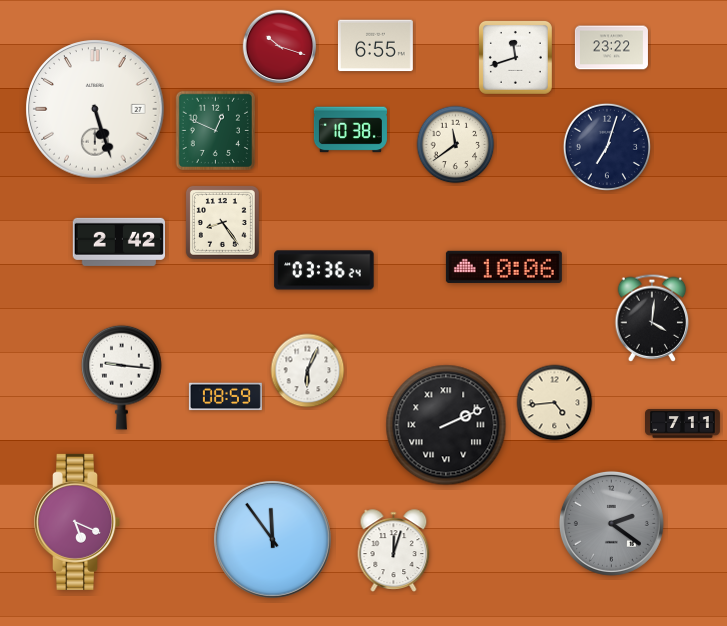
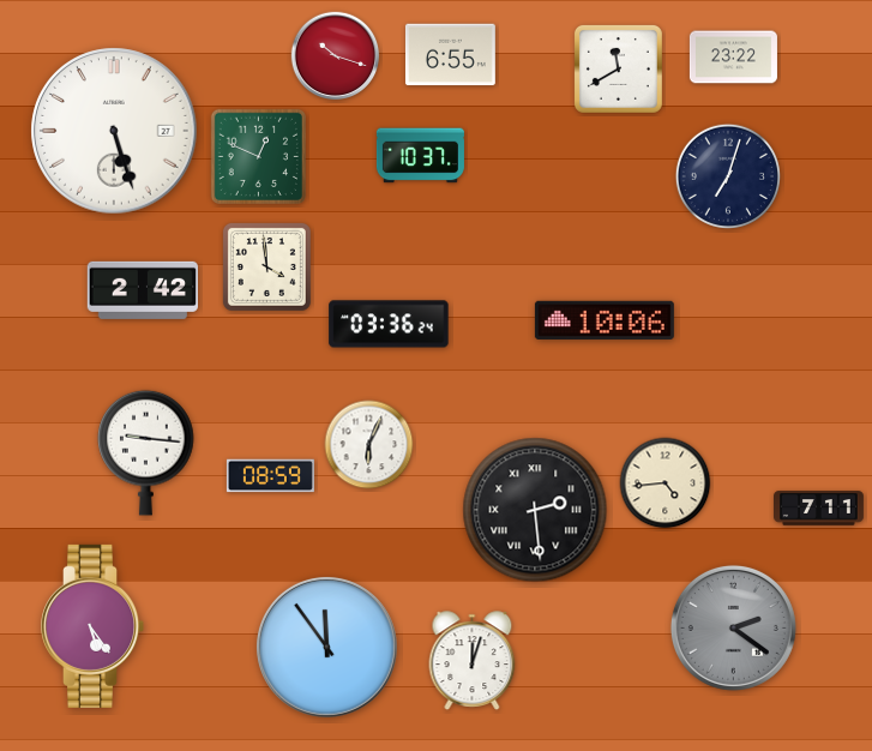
clock at (515, 57): 11:42 -> 11:40
clock at (350, 130): 10:38 -> 10:37
clock at (456, 145): 11:39 -> none
clock at (222, 222): 8:24 -> 3:59
clock at (652, 318): 4:01 -> none
clock at (446, 425): 2:11 -> 2:29
clock at (78, 522): 5:19 -> 5:24
